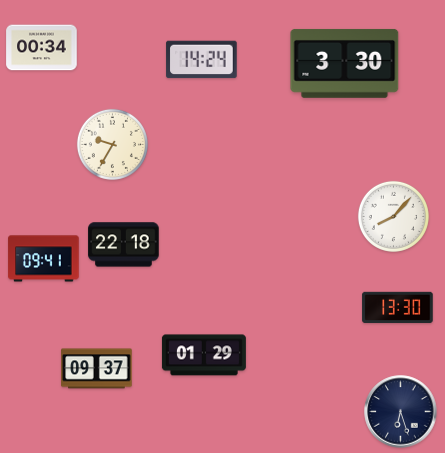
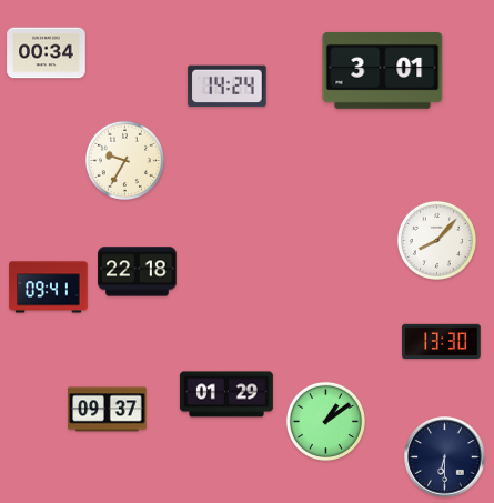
clock at (202, 60) position: (202, 60) -> (228, 87)
clock at (345, 63): 3:30 -> 3:01
clock at (325, 421): none -> 1:09
clock at (401, 412): 6:27 -> 6:30
